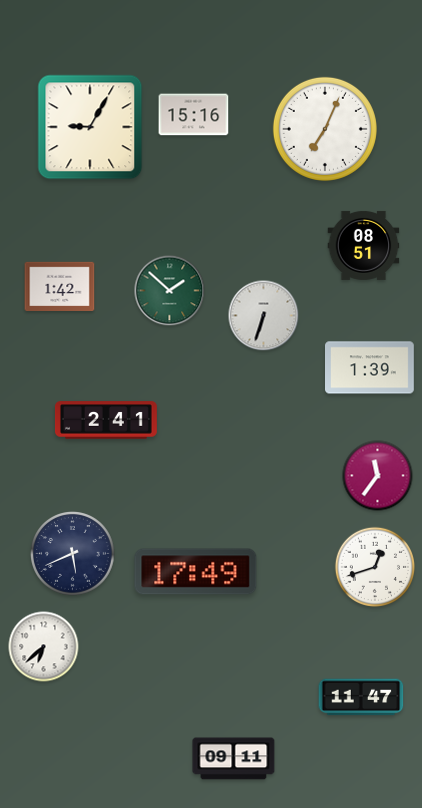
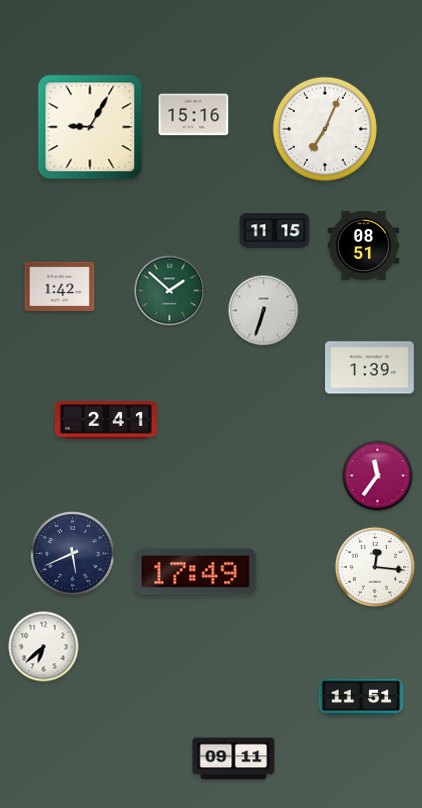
clock at (275, 231): none -> 11:15
clock at (264, 316) position: (264, 316) -> (264, 311)
clock at (374, 566): 12:42 -> 12:16
clock at (361, 697): 11:47 -> 11:51
